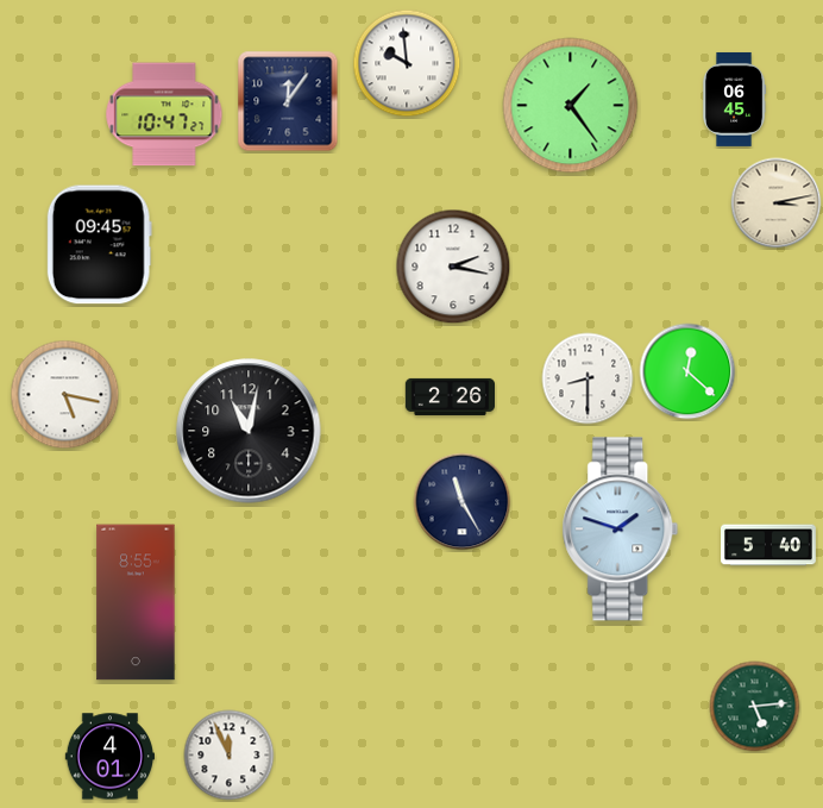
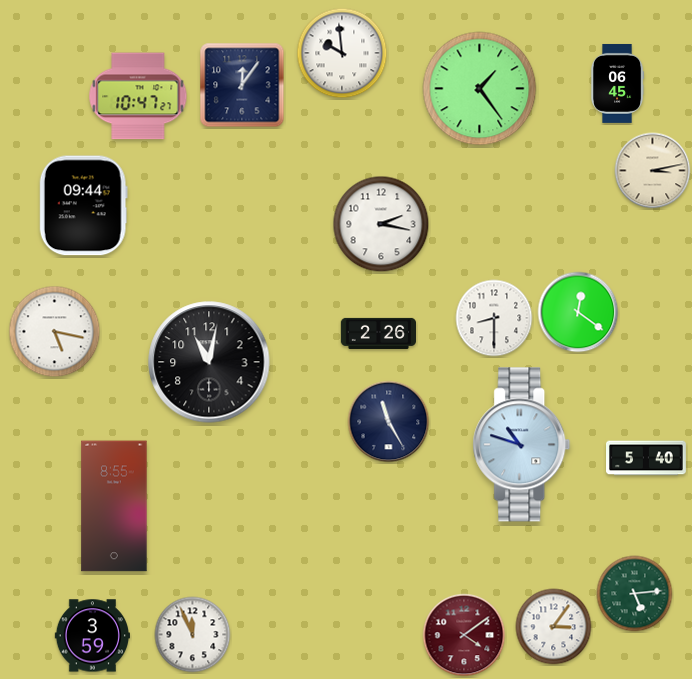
clock at (99, 245): 09:45 -> 09:44
clock at (687, 371): 12:22 -> 12:21
clock at (621, 530): 1:48 -> 10:48
clock at (554, 627): none -> 3:06
clock at (464, 635): none -> 4:09
clock at (109, 757): 4:01 -> 3:59
